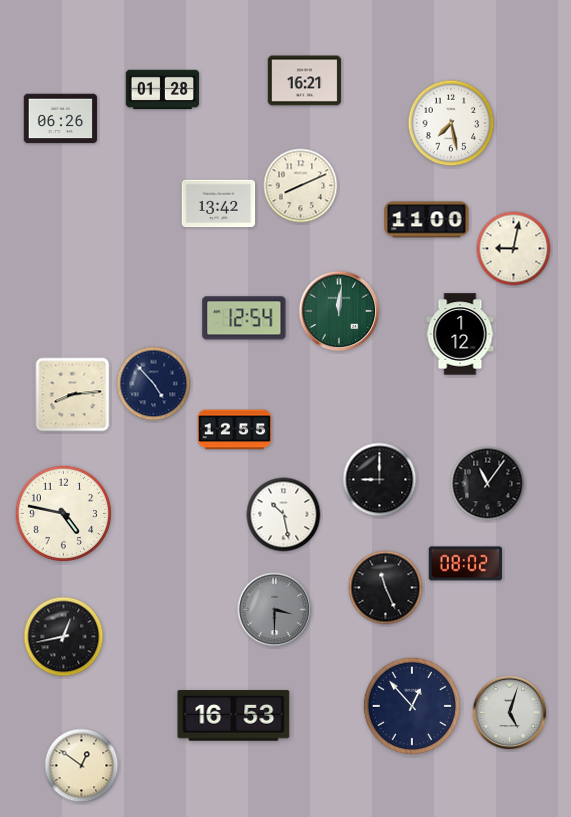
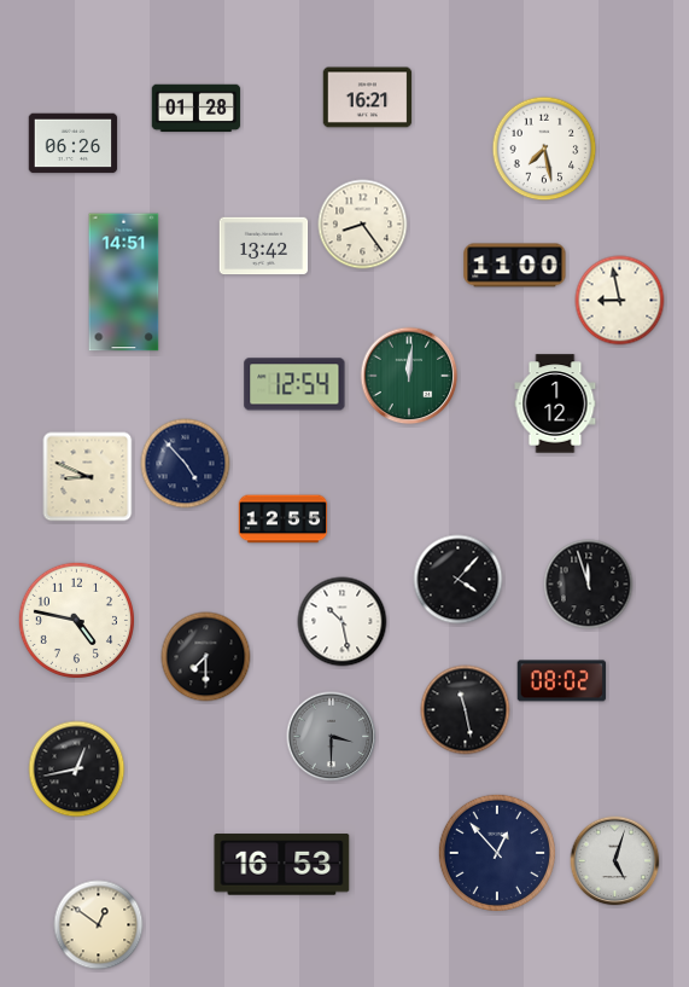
clock at (301, 186): 8:11 -> 8:24
clock at (124, 283): none -> 14:51
clock at (514, 249): 9:02 -> 8:58
clock at (73, 395): 8:14 -> 8:49
clock at (380, 480): 9:00 -> 4:07
clock at (488, 484): 11:06 -> 11:57
clock at (206, 657): none -> 7:30
clock at (386, 588): 11:26 -> 11:28
